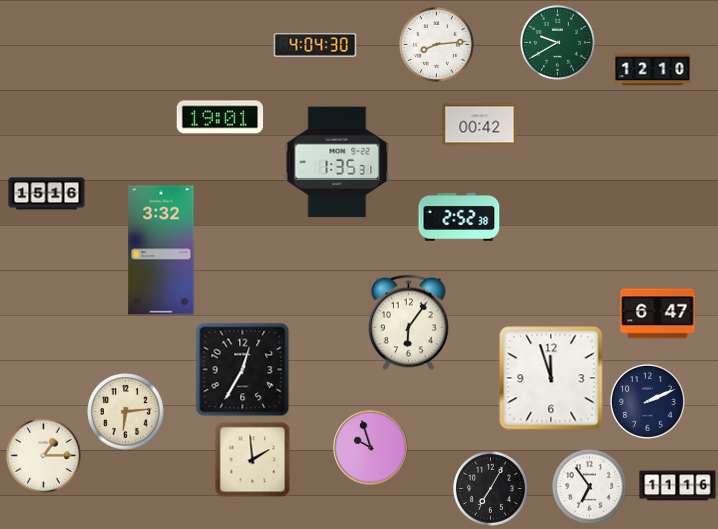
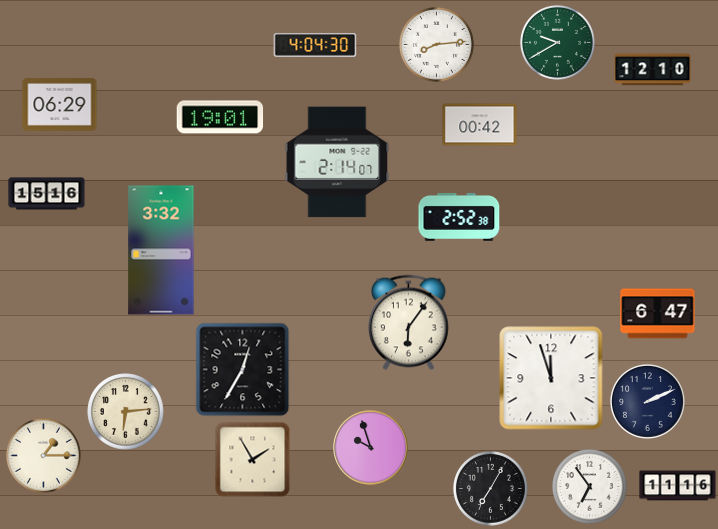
clock at (60, 104): none -> 06:29
clock at (337, 162): 1:35 -> 2:14
clock at (253, 460): 1:59 -> 1:55
